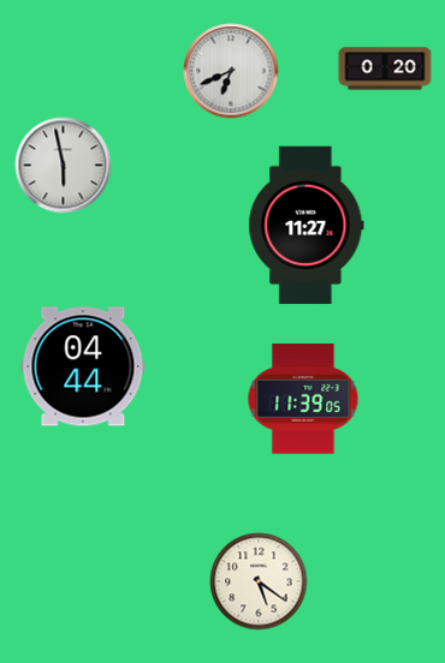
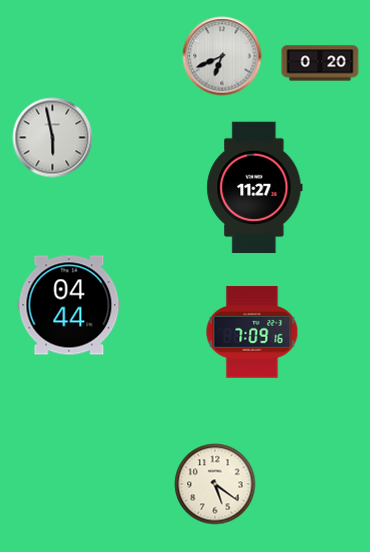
clock at (385, 68) position: (385, 68) -> (320, 63)
clock at (231, 71) position: (231, 71) -> (222, 56)
clock at (303, 399): 11:39 -> 7:09
